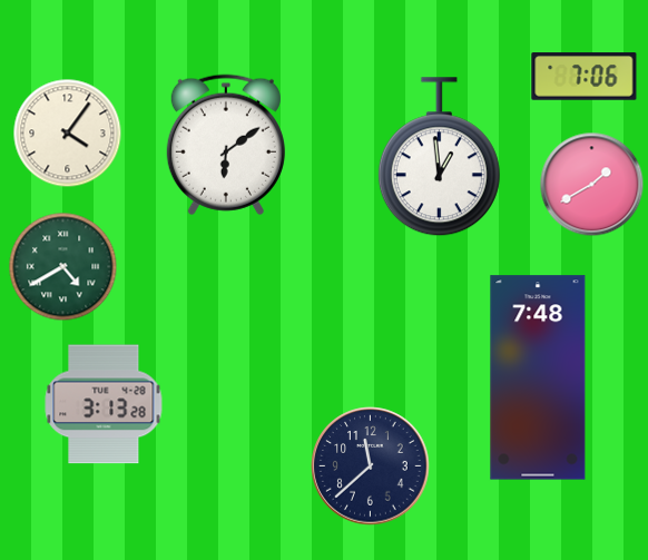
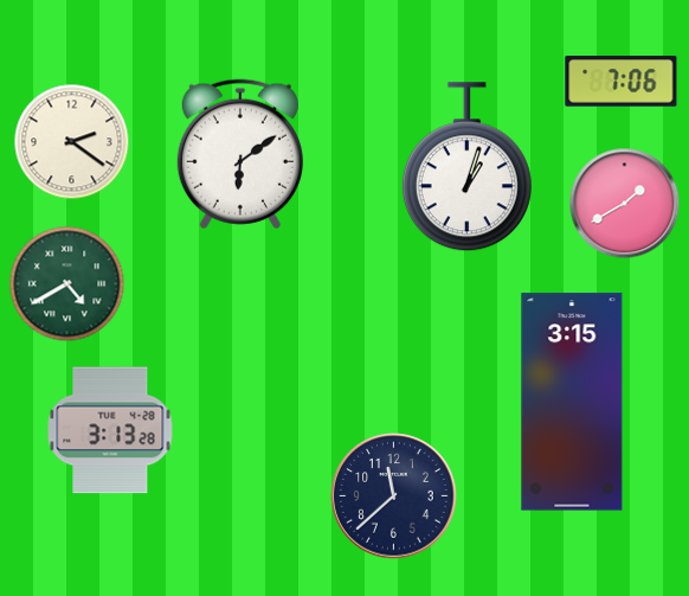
clock at (67, 132): 4:06 -> 2:21
clock at (439, 157): 12:59 -> 1:03
clock at (591, 184) position: (591, 184) -> (624, 203)
clock at (538, 377): 7:48 -> 3:15
